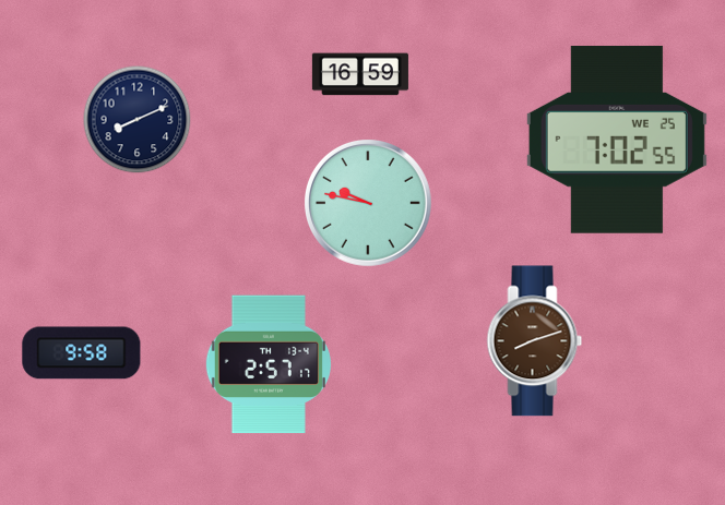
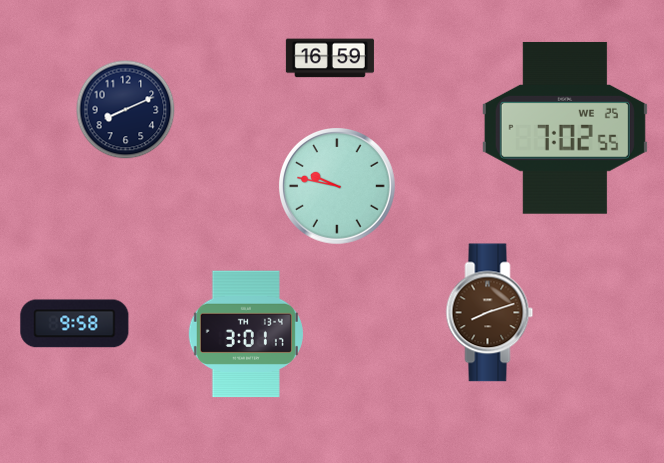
clock at (360, 74) position: (360, 74) -> (330, 58)
clock at (269, 364): 2:57 -> 3:01
